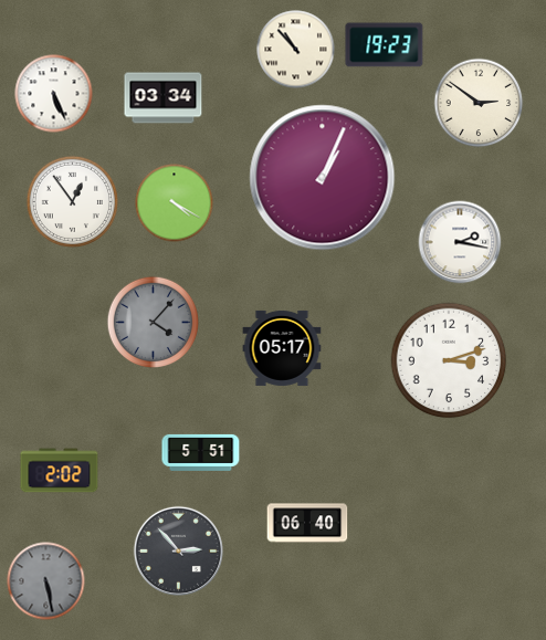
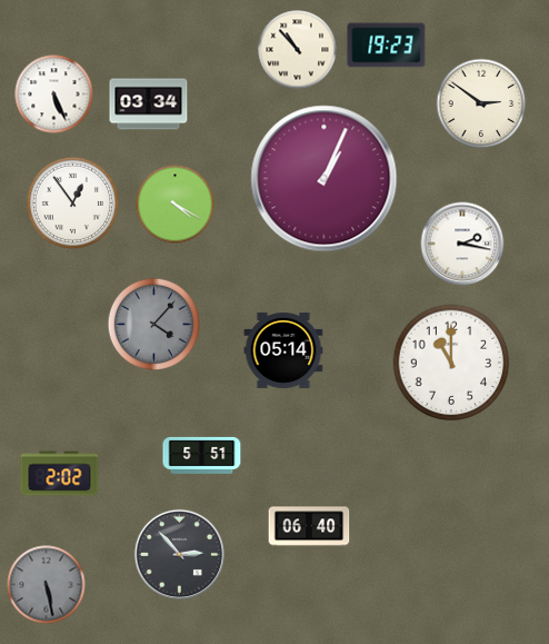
clock at (164, 98) position: (164, 98) -> (149, 105)
clock at (282, 348): 05:17 -> 05:14
clock at (449, 360): 3:12 -> 11:00
